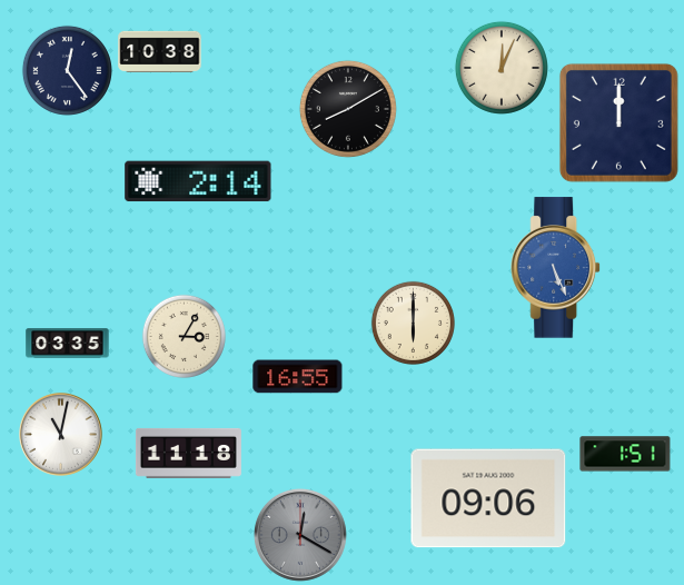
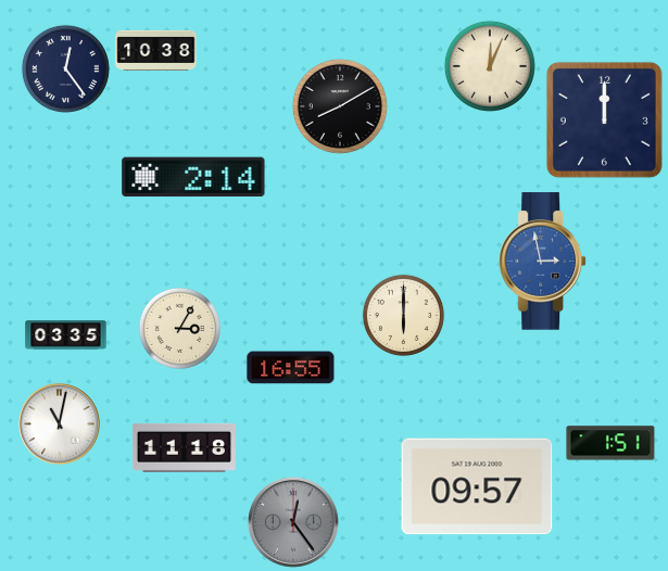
clock at (556, 268): 5:26 -> 2:58
clock at (188, 453) position: (188, 453) -> (184, 447)
clock at (488, 498): 09:06 -> 09:57
clock at (300, 535): 12:20 -> 12:24
